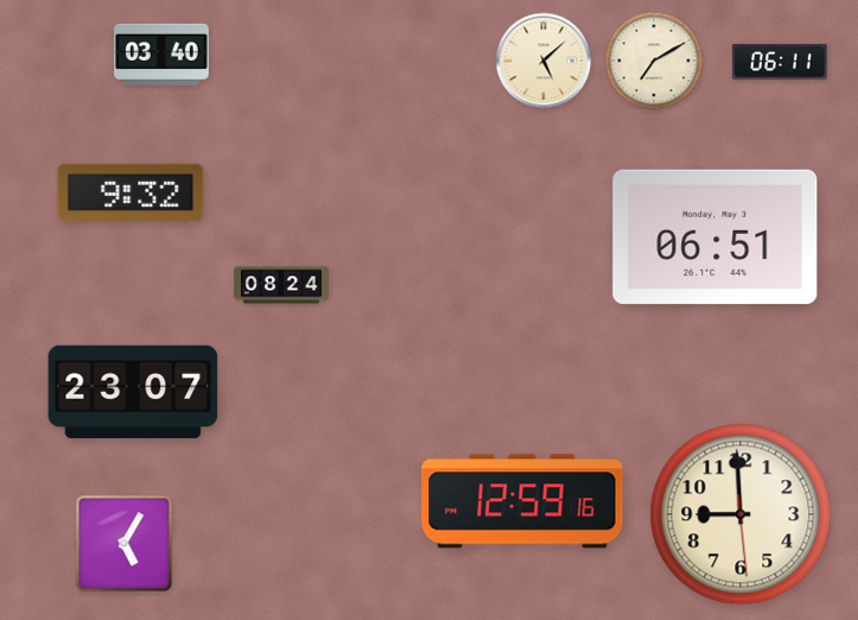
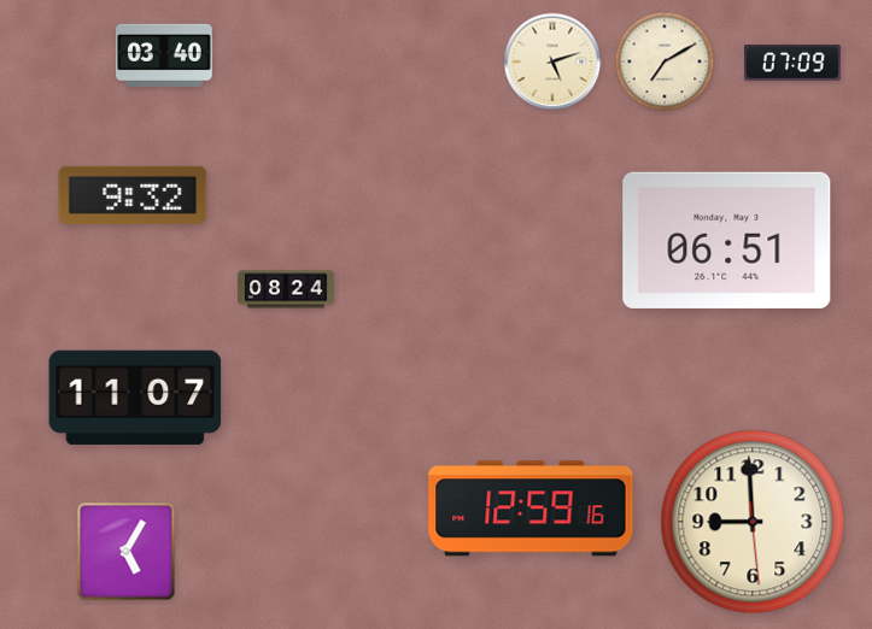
clock at (544, 61): 5:08 -> 5:12
clock at (780, 62): 06:11 -> 07:09
clock at (133, 392): 23:07 -> 11:07
